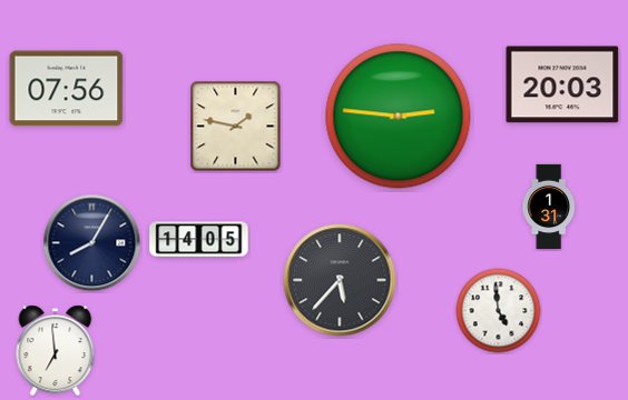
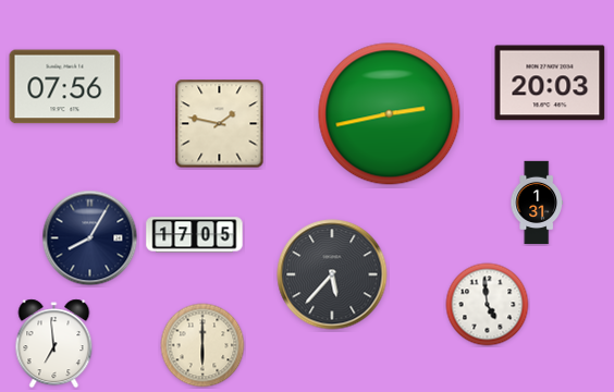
clock at (399, 117): 2:46 -> 2:43
clock at (236, 127) position: (236, 127) -> (220, 124)
clock at (199, 240): 14:05 -> 17:05
clock at (202, 345): none -> 6:00
